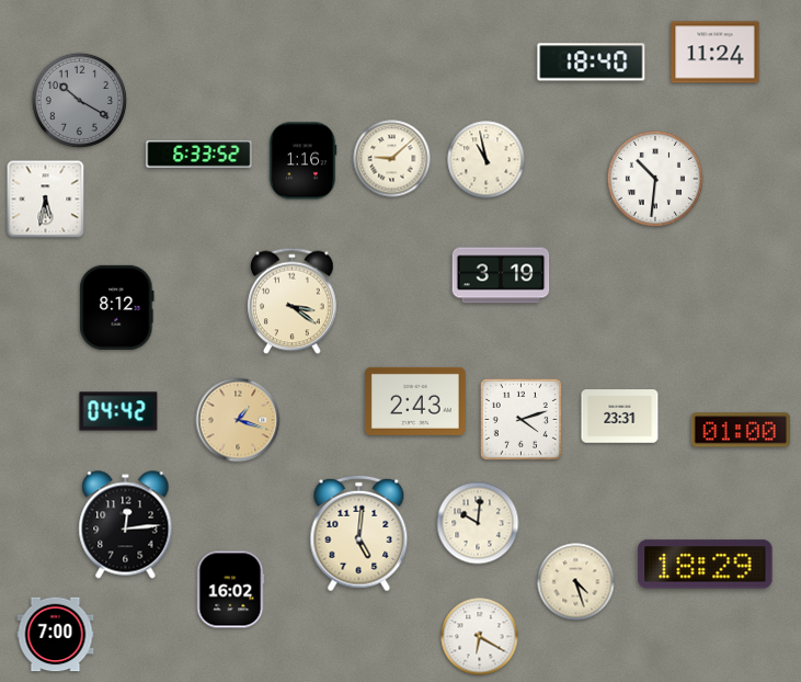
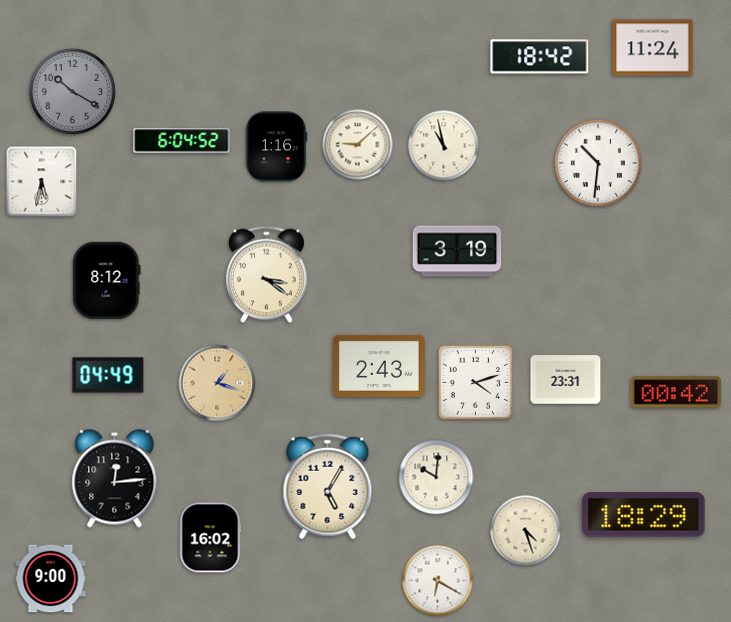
clock at (592, 62): 18:40 -> 18:42
clock at (199, 155): 6:33 -> 6:04
clock at (118, 411): 04:42 -> 04:49
clock at (741, 430): 01:00 -> 00:42
clock at (359, 534): 5:01 -> 5:05
clock at (56, 635): 7:00 -> 9:00
